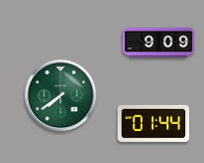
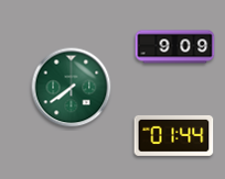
clock at (61, 96) position: (61, 96) -> (72, 88)
clock at (154, 123) position: (154, 123) -> (174, 135)
